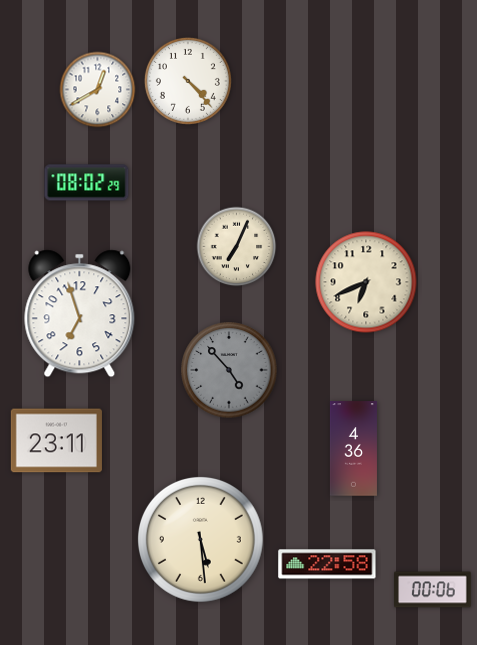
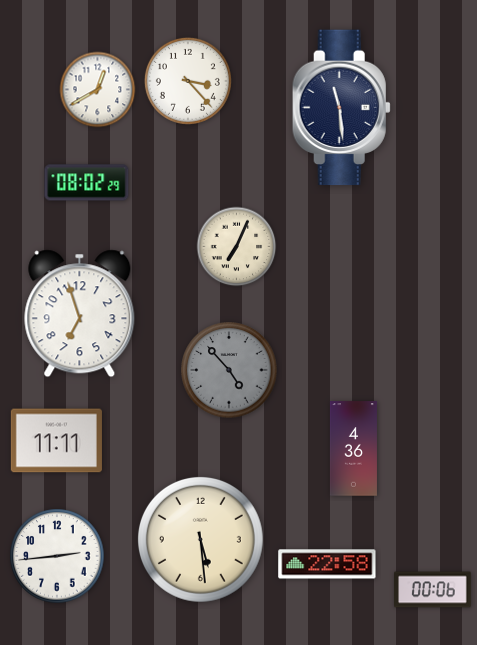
clock at (188, 81): 4:23 -> 3:23
clock at (341, 108): none -> 11:29
clock at (366, 282): 6:41 -> none
clock at (56, 441): 23:11 -> 11:11
clock at (57, 556): none -> 2:44
